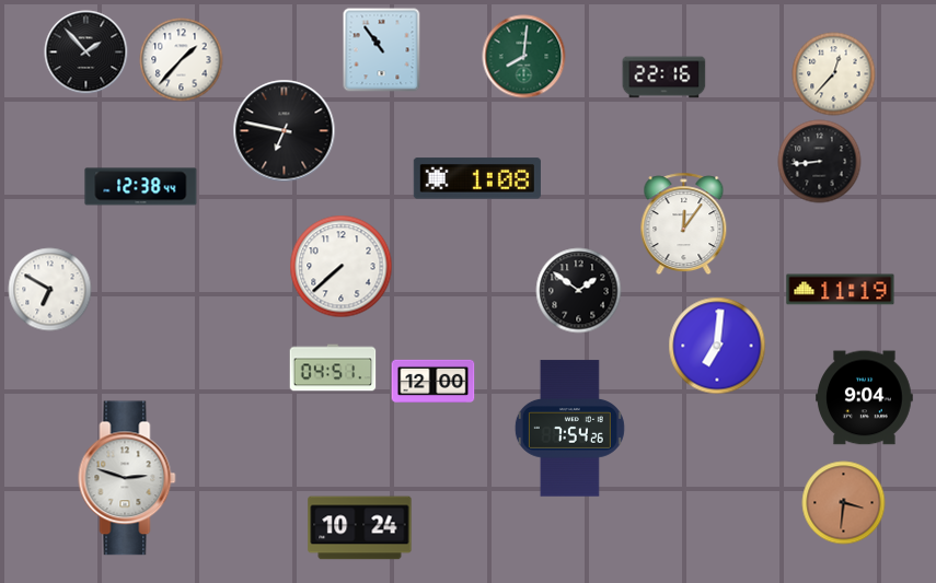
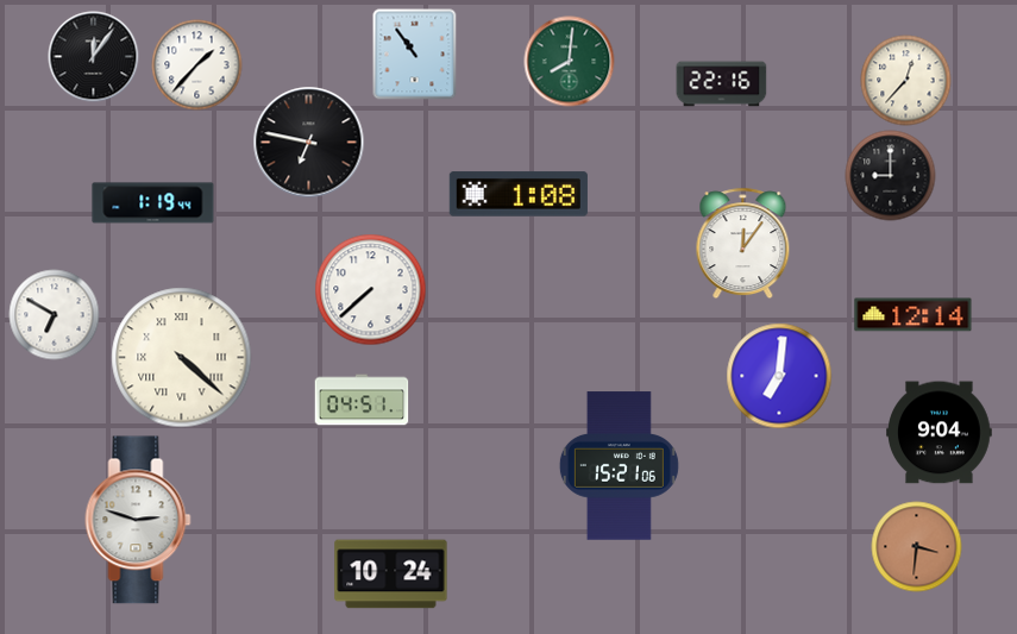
clock at (86, 53): 1:53 -> 12:06
clock at (820, 162): 8:44 -> 9:00
clock at (141, 187): 12:38 -> 1:19
clock at (841, 290): 11:19 -> 12:14
clock at (579, 291): 1:51 -> none
clock at (182, 358): none -> 4:22
clock at (434, 381): 12:00 -> none
clock at (569, 429): 7:54 -> 15:21
